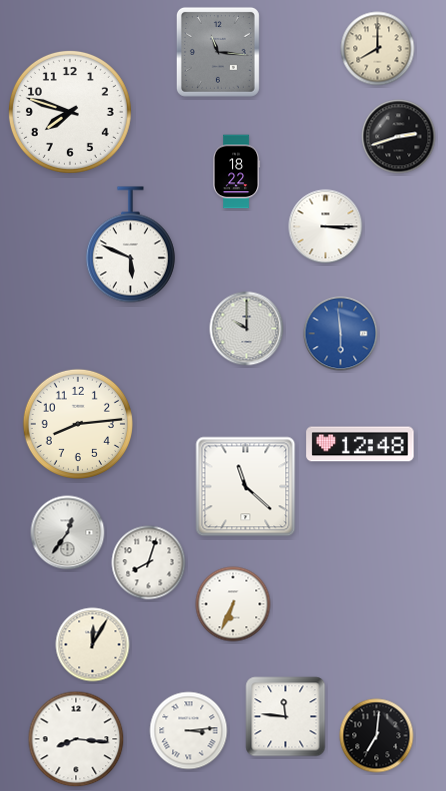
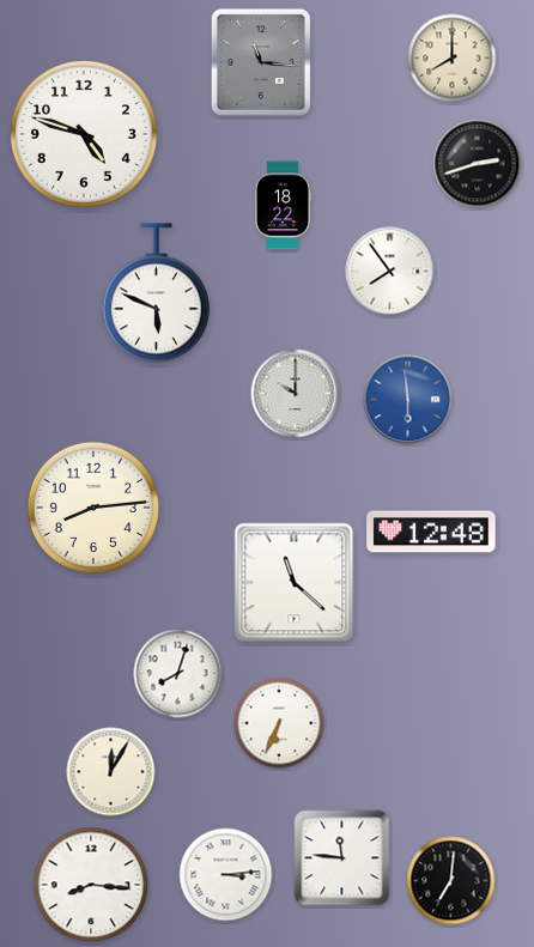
clock at (70, 112): 7:48 -> 4:48
clock at (326, 227): 3:15 -> 7:54
clock at (68, 533): 12:36 -> none
